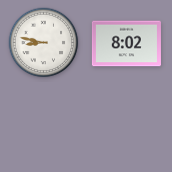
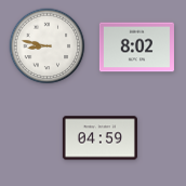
clock at (99, 138): none -> 04:59
